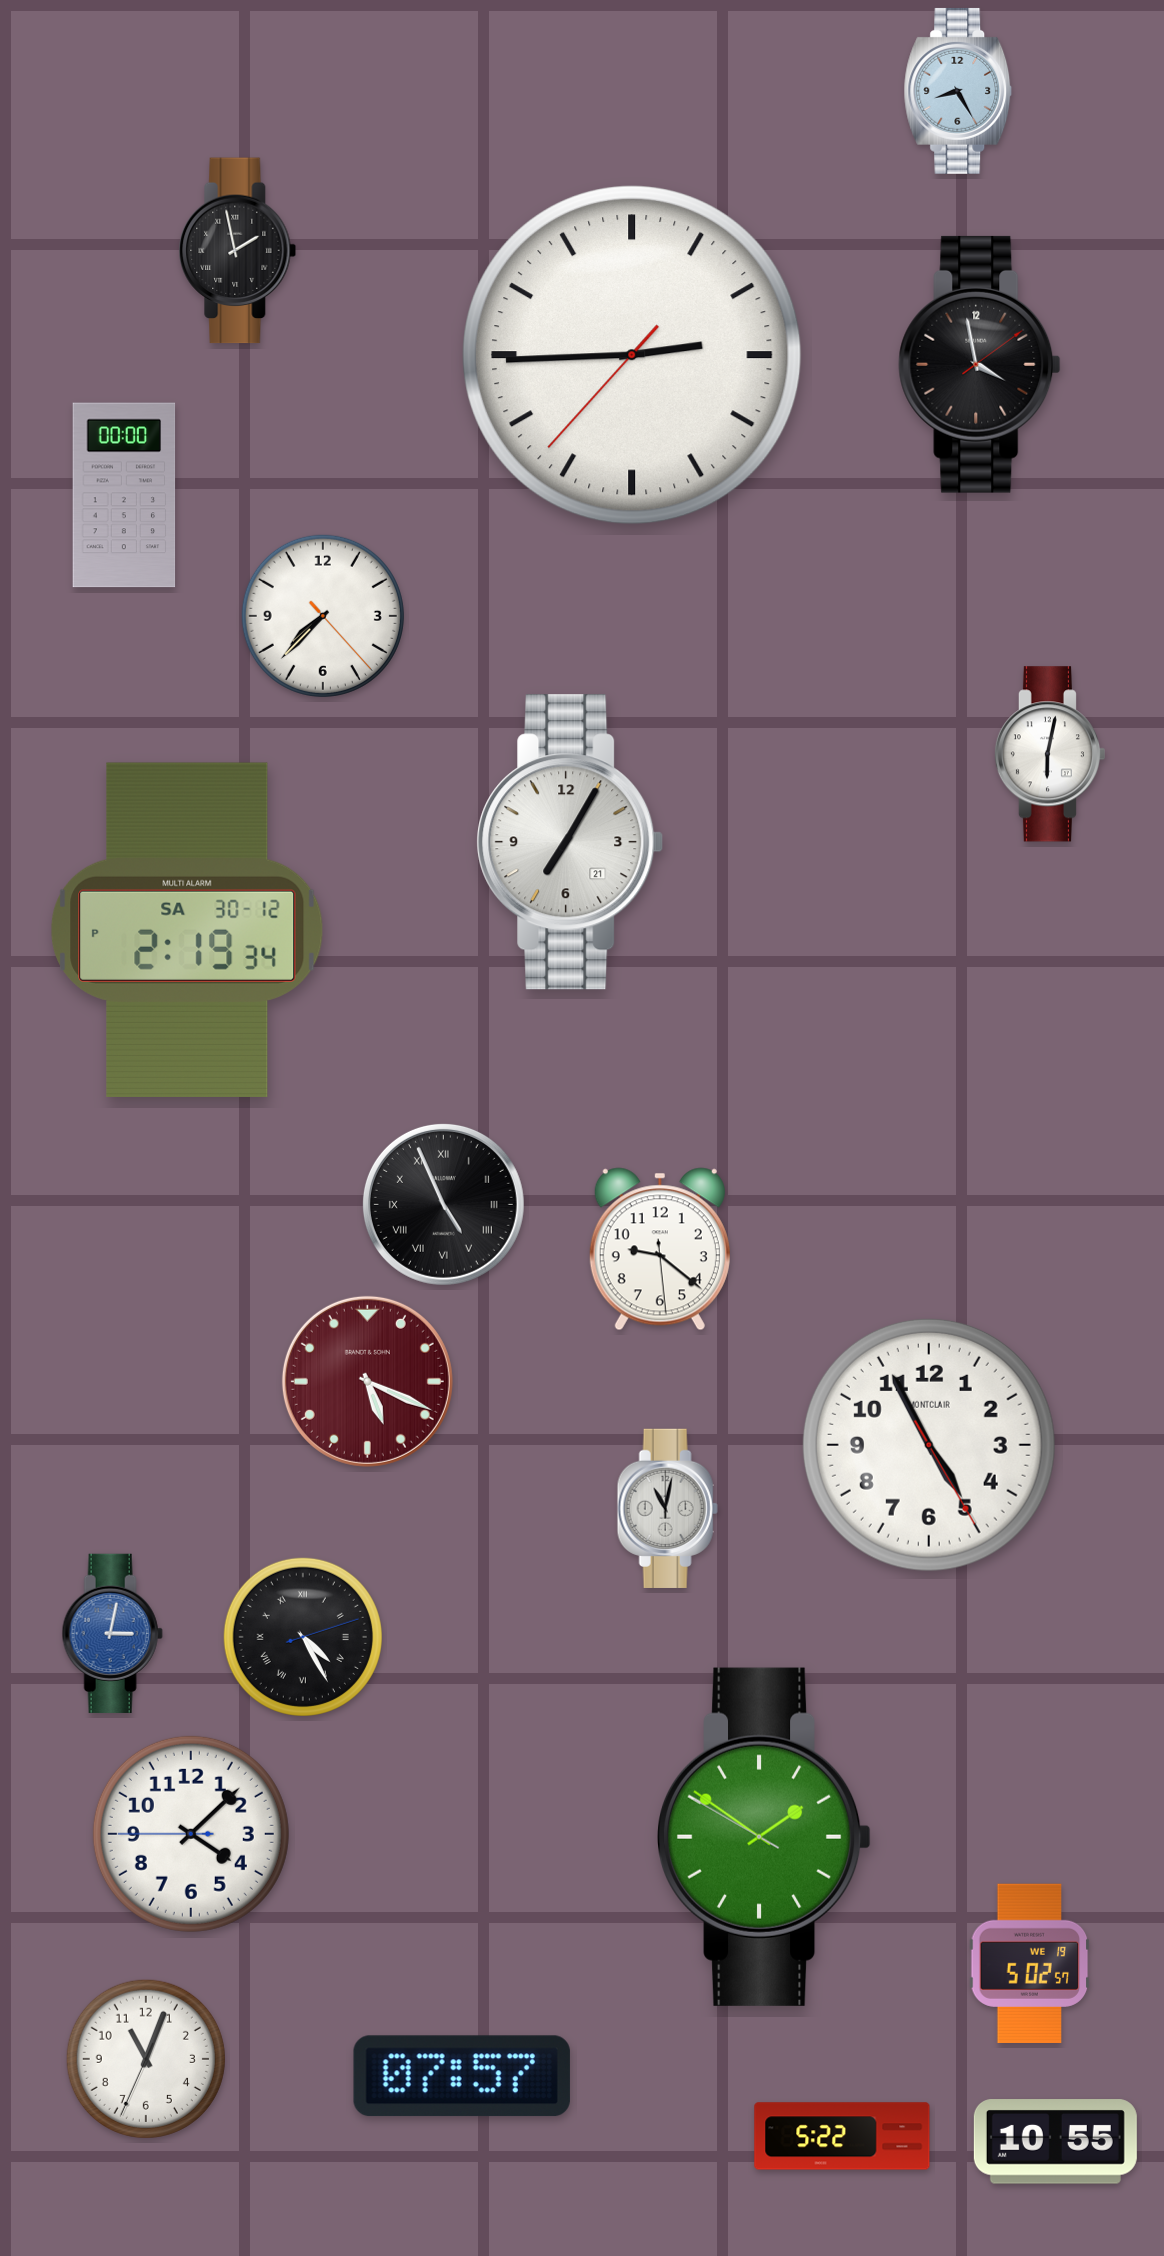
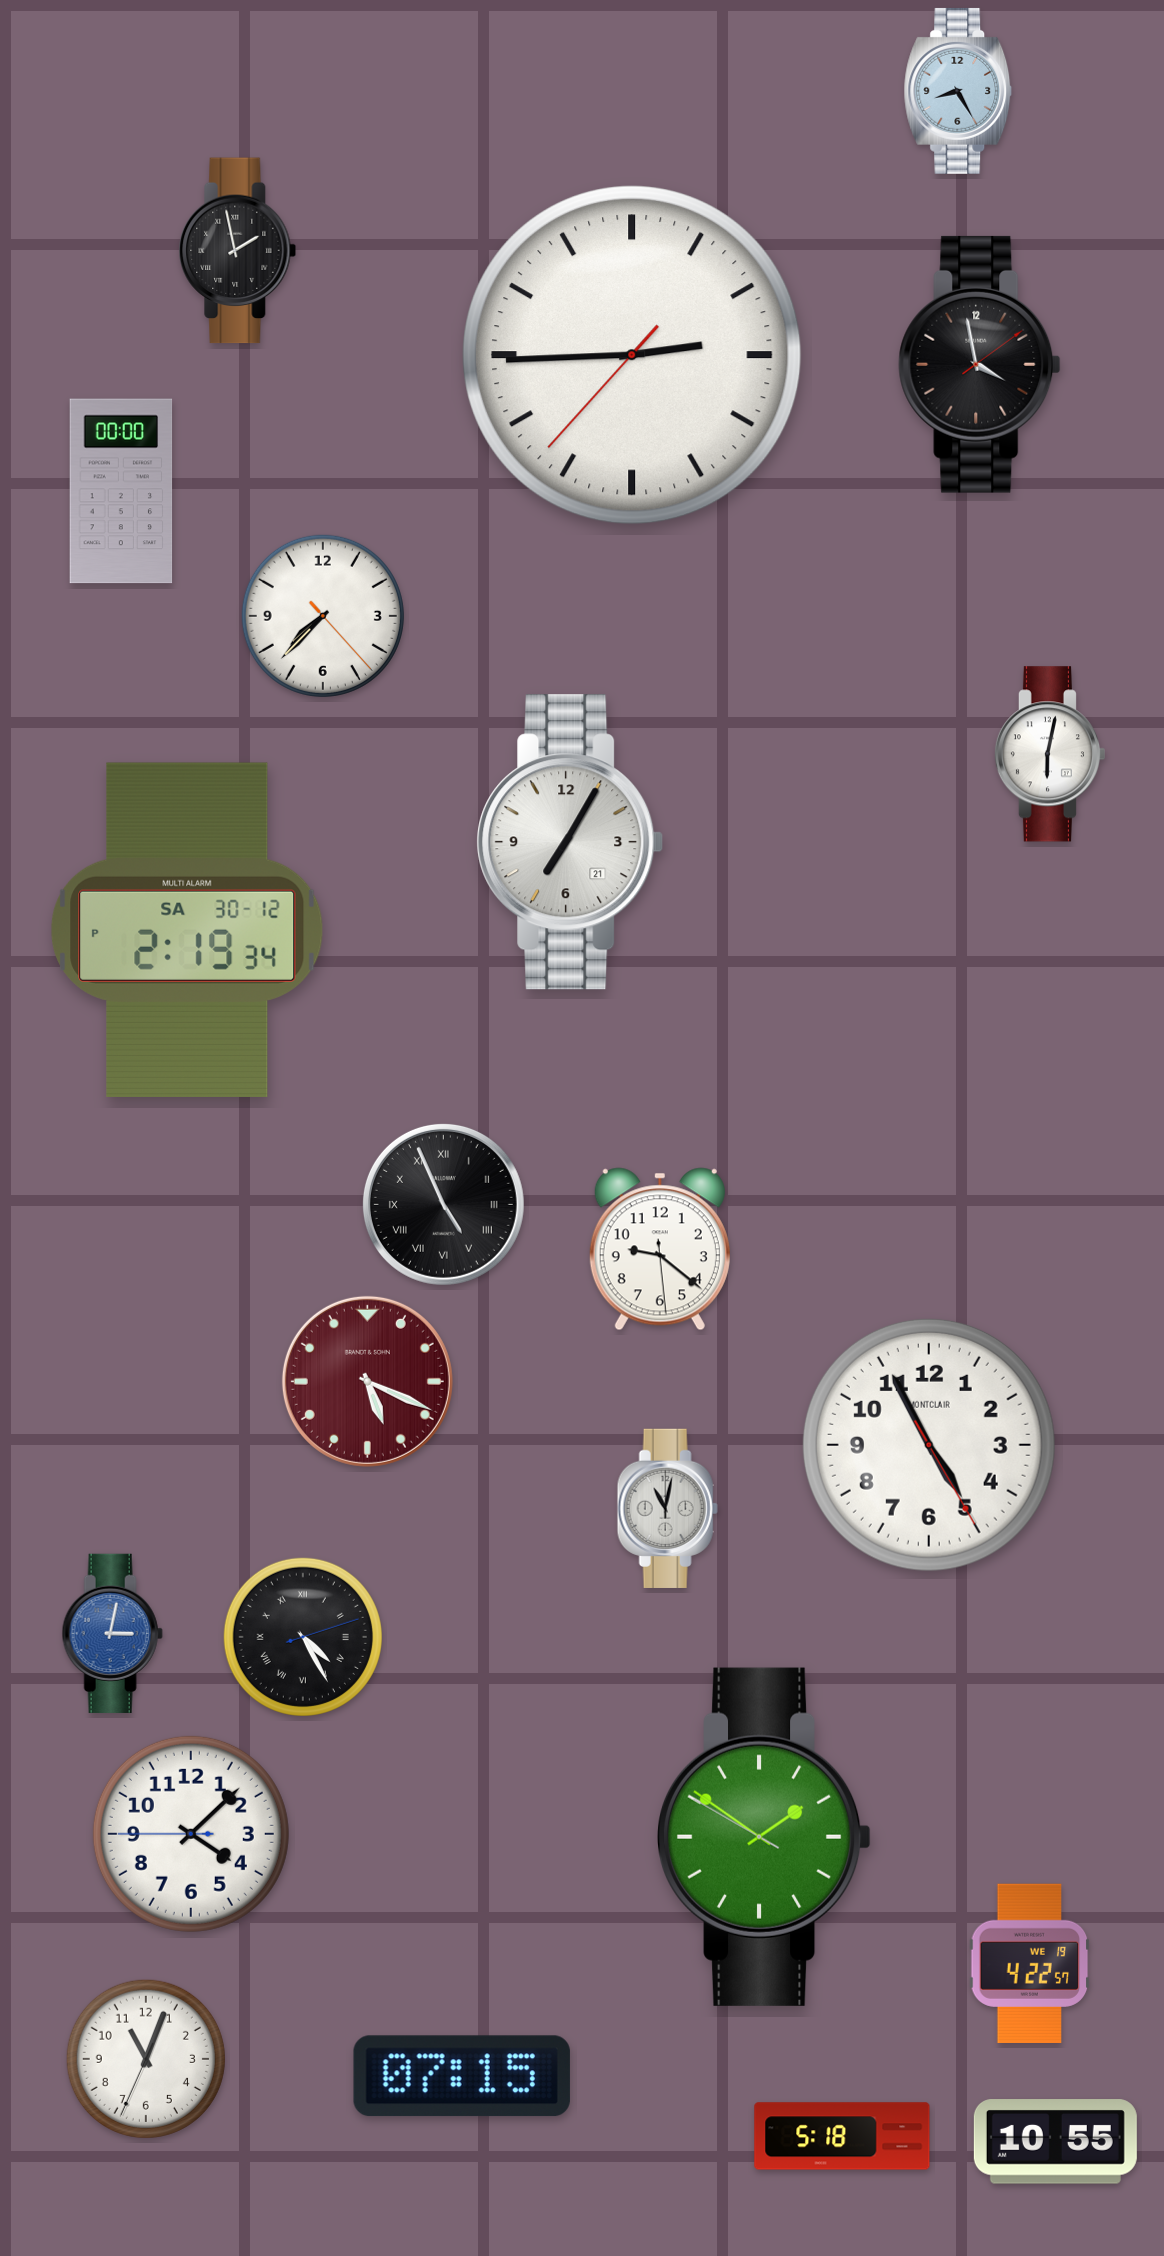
clock at (124, 495) position: (124, 495) -> (121, 491)
clock at (1030, 1963): 5:02 -> 4:22
clock at (462, 2076): 07:57 -> 07:15
clock at (842, 2136): 5:22 -> 5:18
